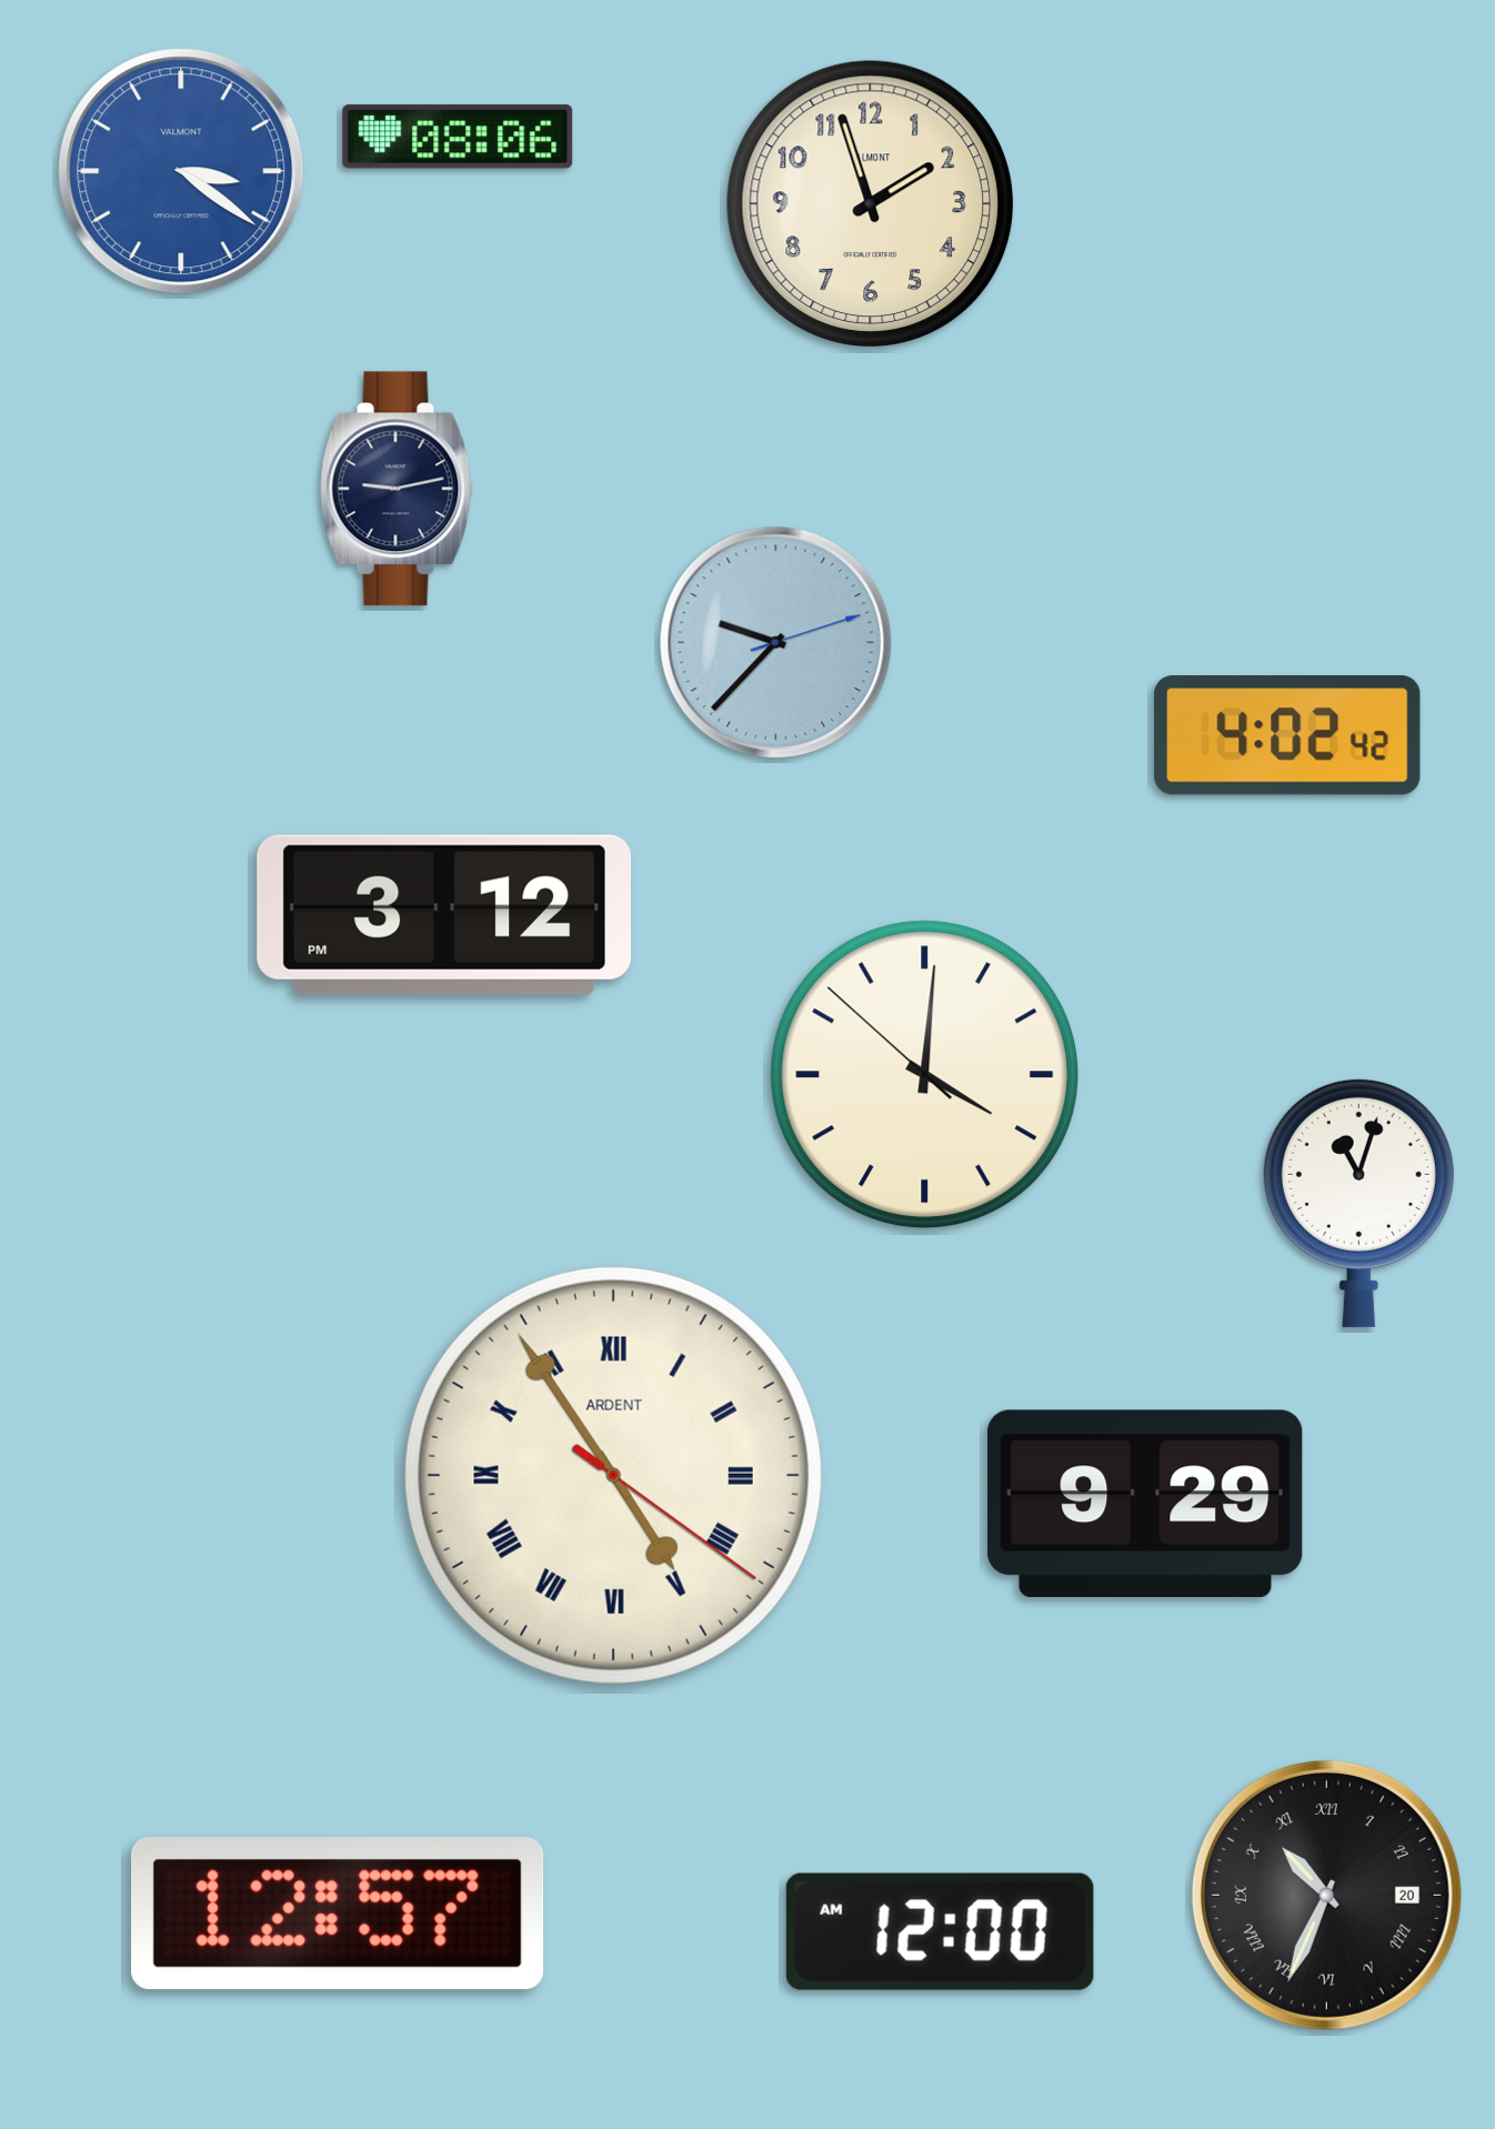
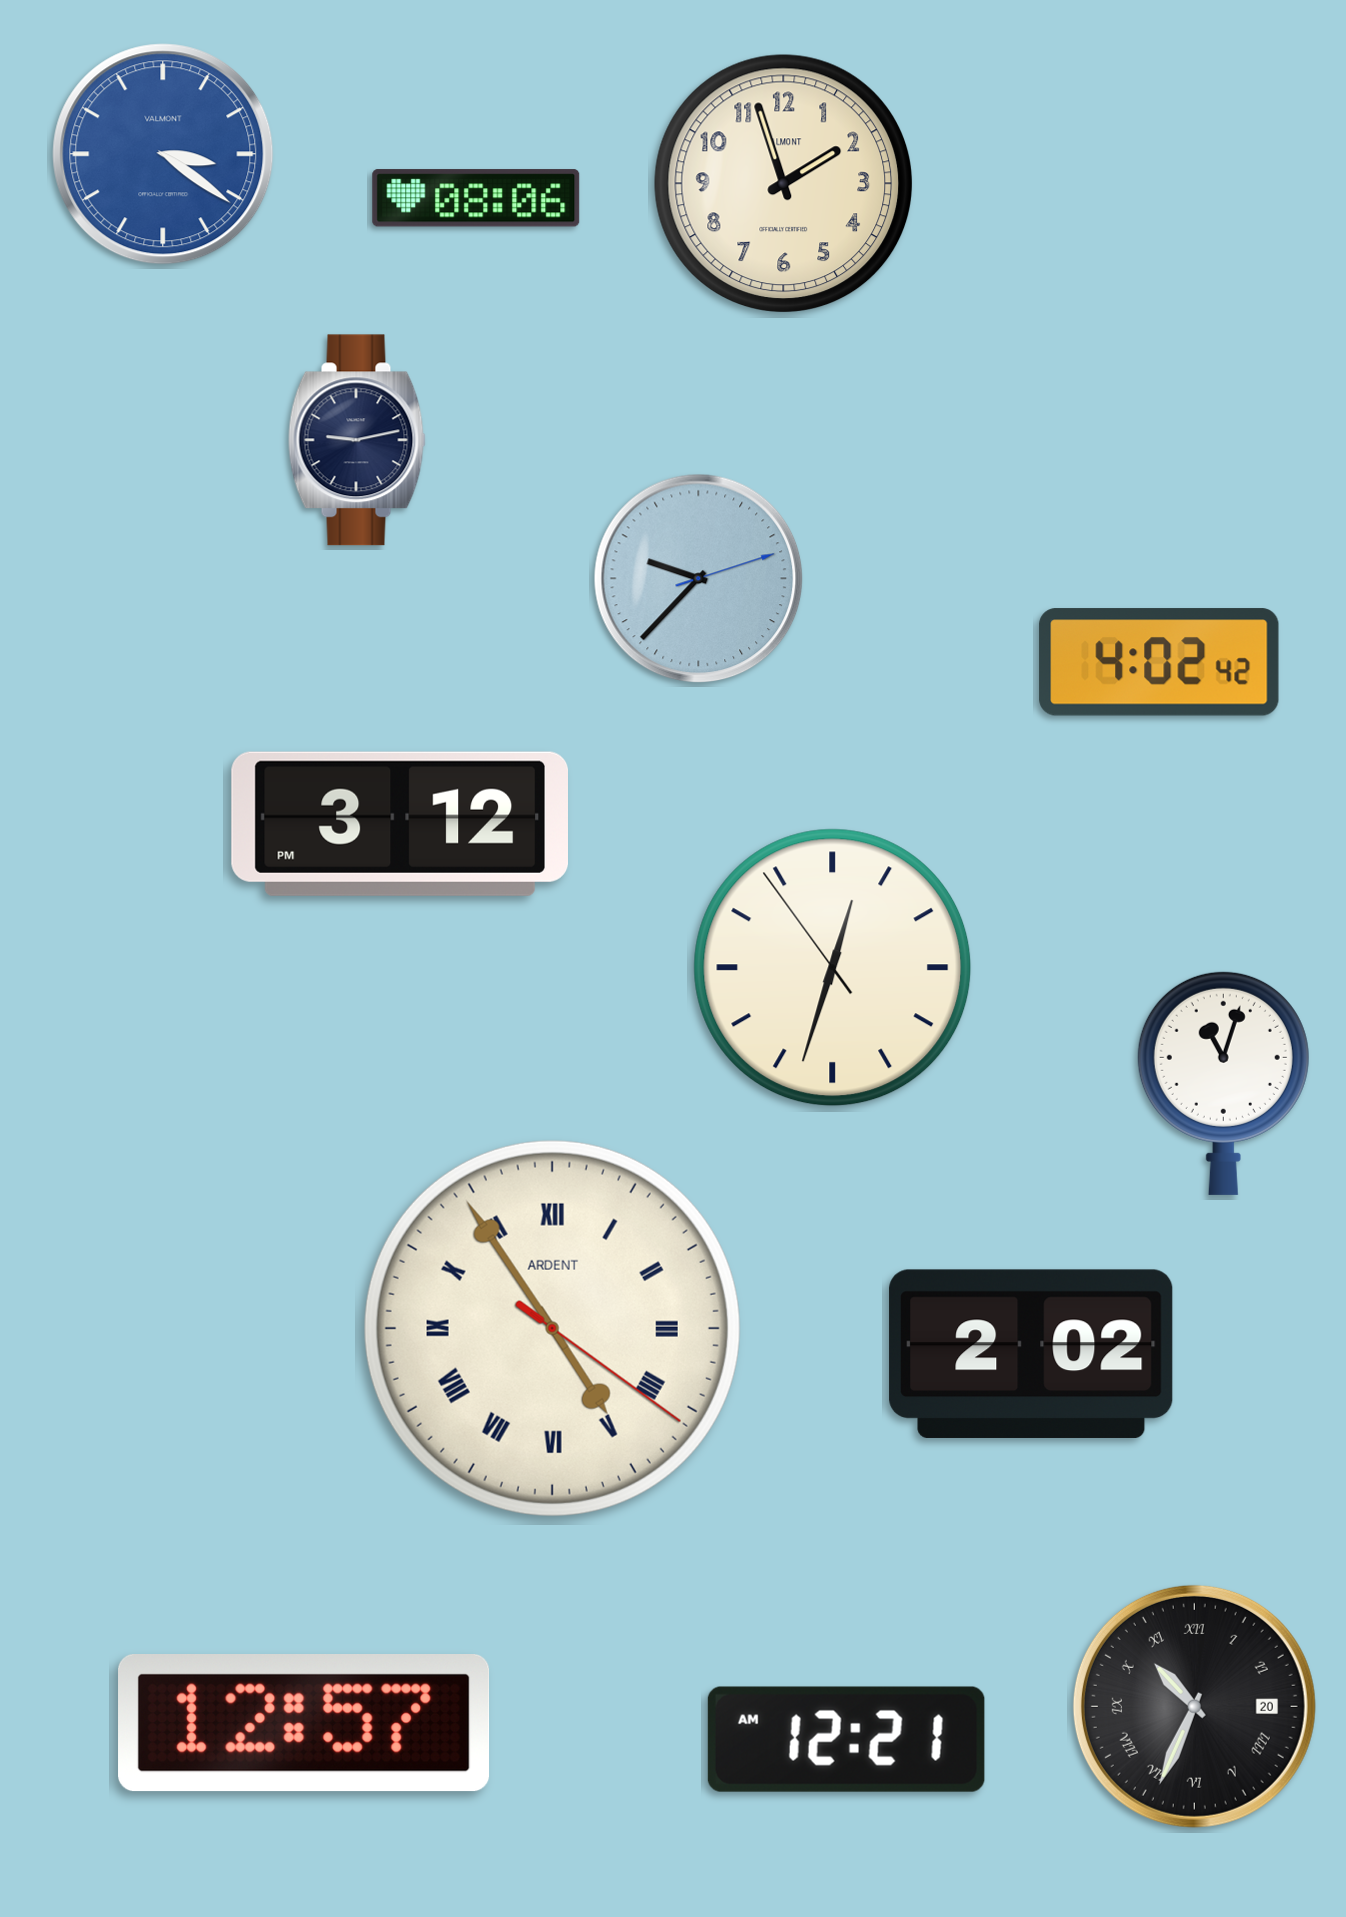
clock at (458, 137) position: (458, 137) -> (476, 198)
clock at (925, 1075): 4:00 -> 12:32
clock at (1145, 1504): 9:29 -> 2:02
clock at (940, 1931): 12:00 -> 12:21
